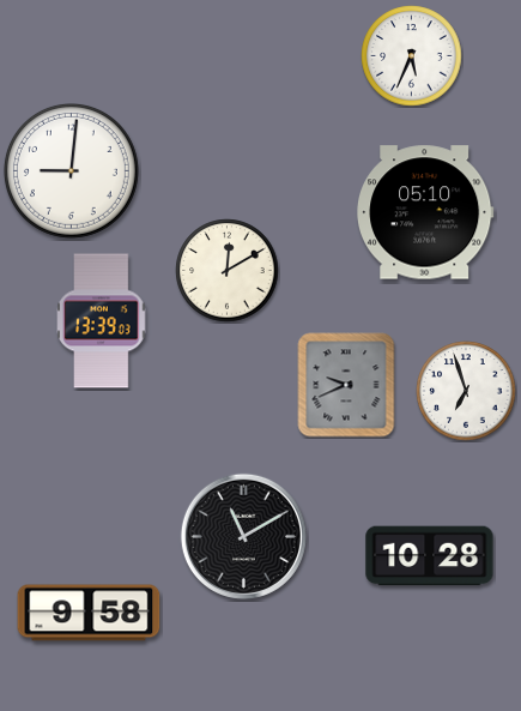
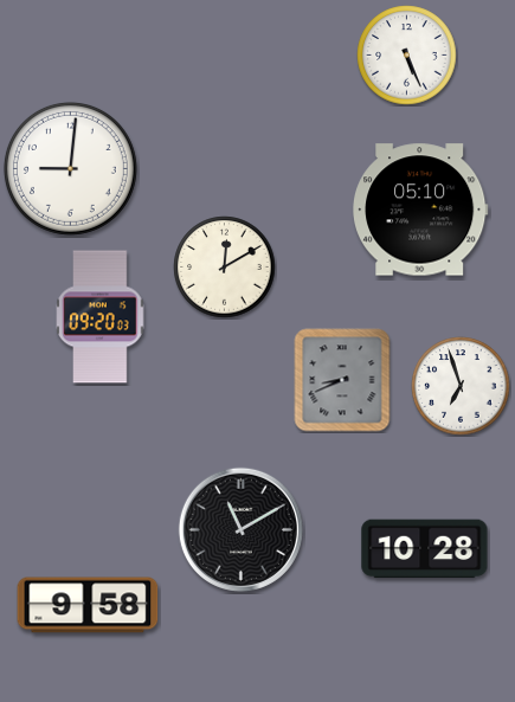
clock at (412, 56): 5:34 -> 5:26
clock at (102, 321): 13:39 -> 09:20
clock at (346, 385): 9:41 -> 8:41
